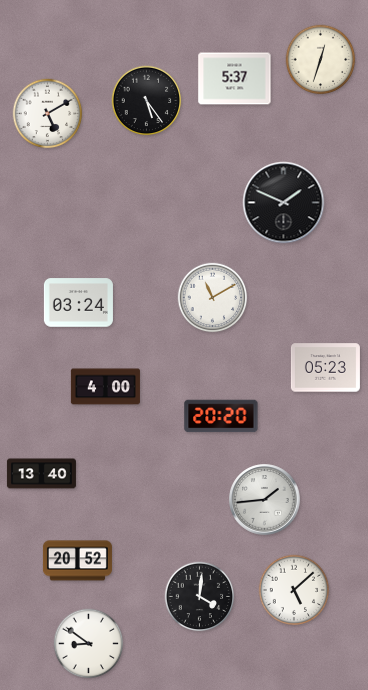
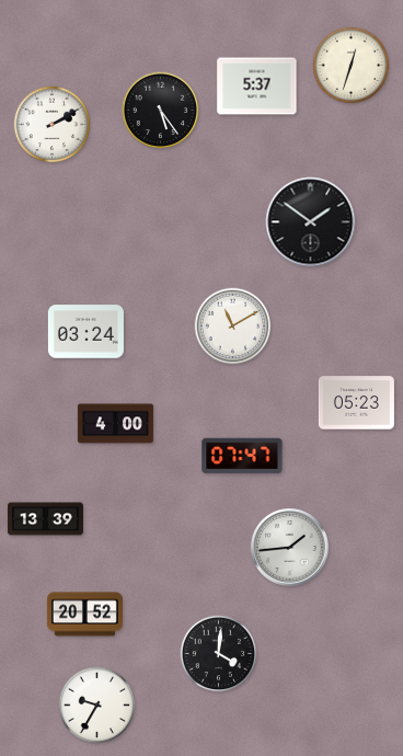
clock at (48, 114): 5:10 -> 2:10
clock at (284, 203): 1:49 -> 1:51
clock at (221, 416): 20:20 -> 07:47
clock at (41, 474): 13:40 -> 13:39
clock at (294, 590): 5:08 -> none
clock at (89, 644): 8:51 -> 9:35
